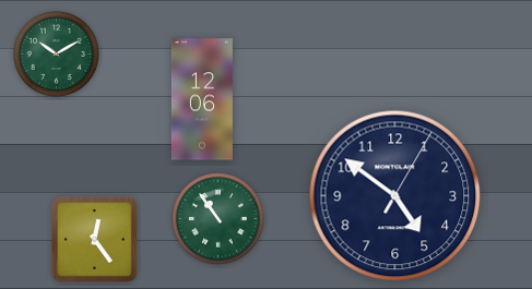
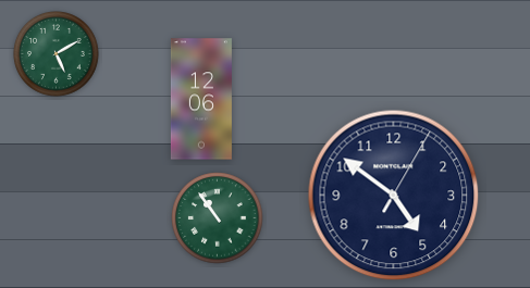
clock at (57, 55): 10:10 -> 5:10
clock at (94, 239): 12:24 -> none
